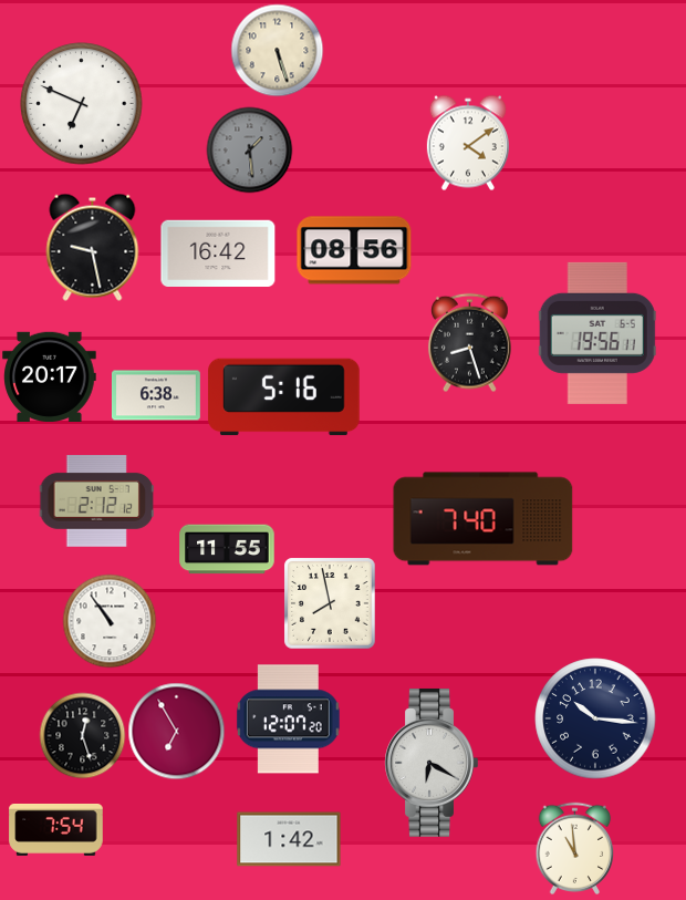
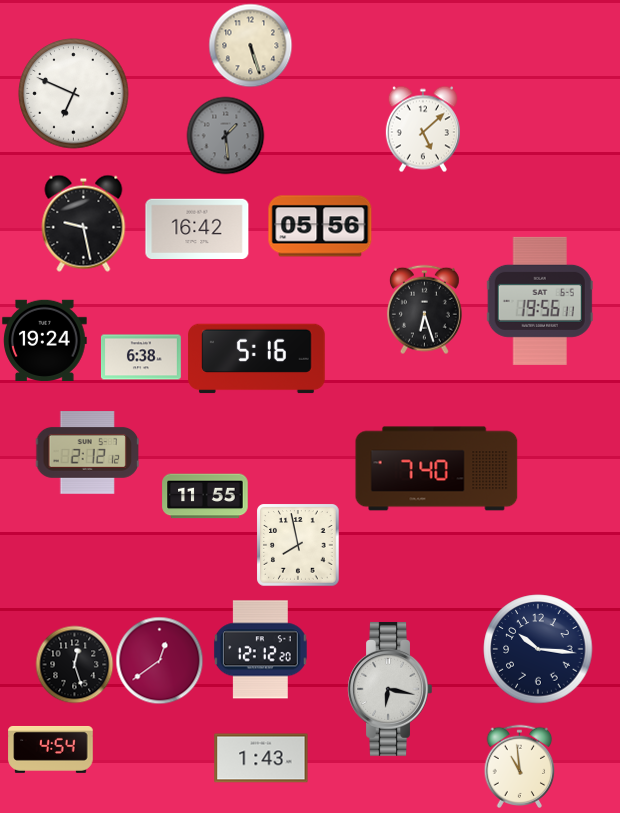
clock at (468, 143): 4:09 -> 5:08
clock at (354, 250): 08:56 -> 05:56
clock at (469, 342): 8:27 -> 6:27
clock at (50, 376): 20:17 -> 19:24
clock at (110, 621): 10:54 -> none
clock at (288, 720): 12:07 -> 12:12
clock at (176, 731): 6:55 -> 12:39
clock at (432, 763): 6:20 -> 6:17
clock at (56, 829): 7:54 -> 4:54
clock at (289, 839): 1:42 -> 1:43
